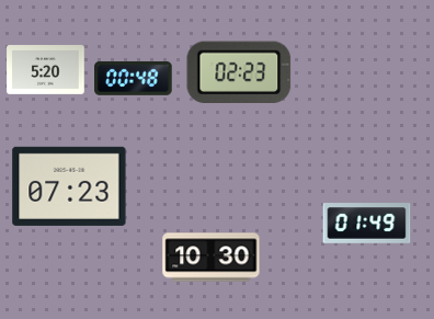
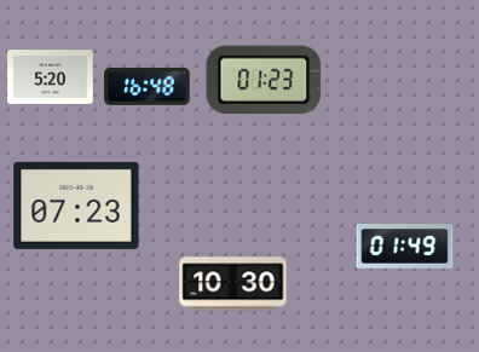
clock at (239, 71): 02:23 -> 01:23
clock at (134, 78): 00:48 -> 16:48
